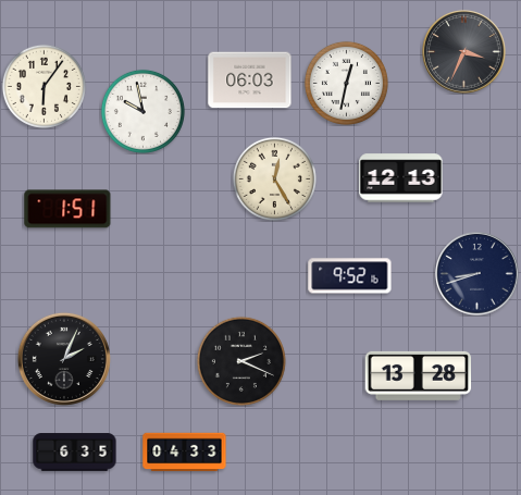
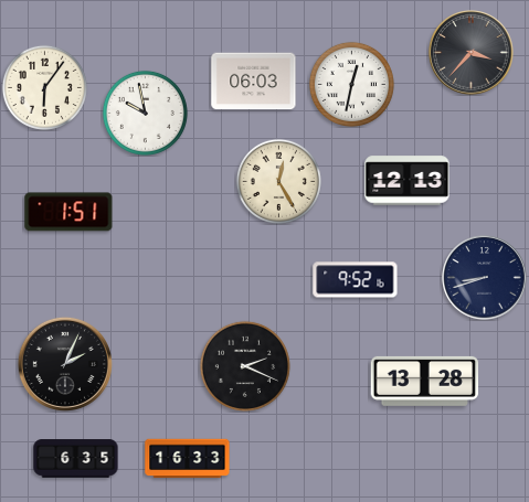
clock at (464, 52): 3:34 -> 3:37
clock at (185, 453): 04:33 -> 16:33
